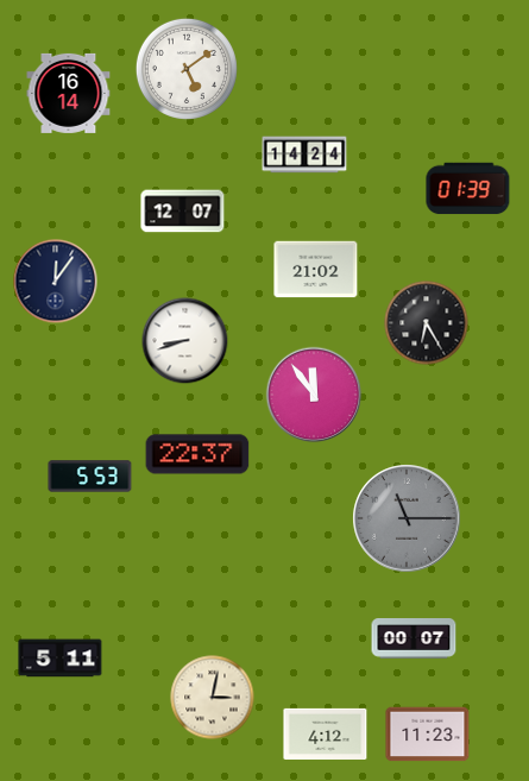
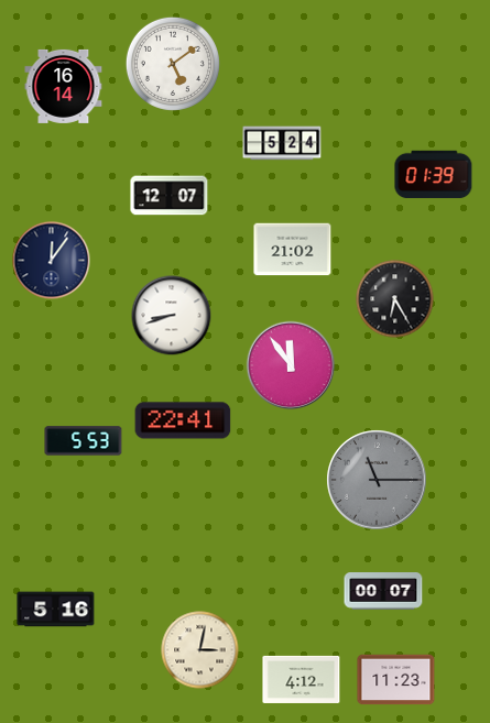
clock at (304, 155): 14:24 -> 5:24
clock at (197, 454): 22:37 -> 22:41
clock at (61, 659): 5:11 -> 5:16
clock at (213, 698) position: (213, 698) -> (200, 650)
